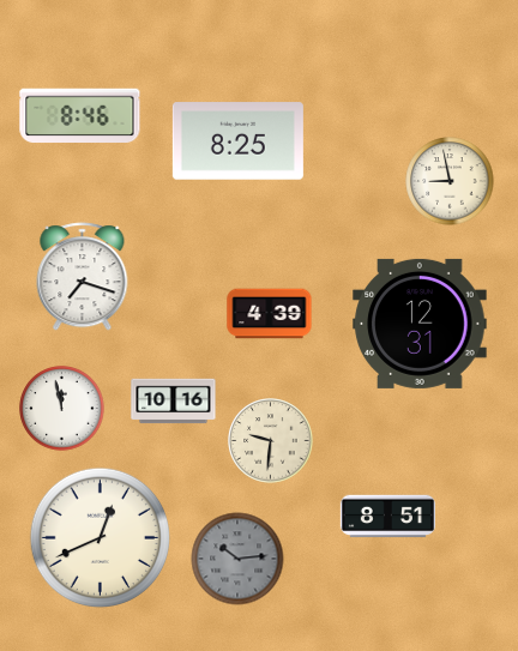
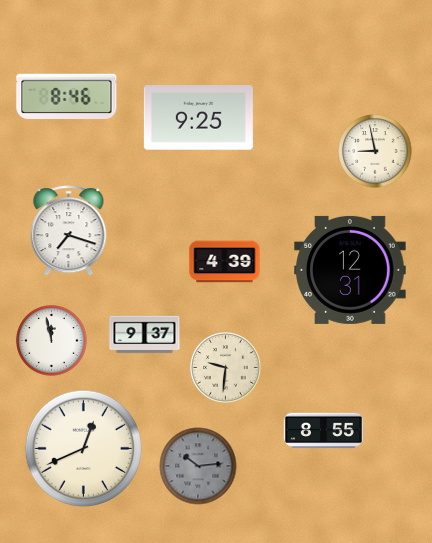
clock at (237, 141): 8:25 -> 9:25
clock at (174, 402): 10:16 -> 9:37
clock at (387, 517): 8:51 -> 8:55
